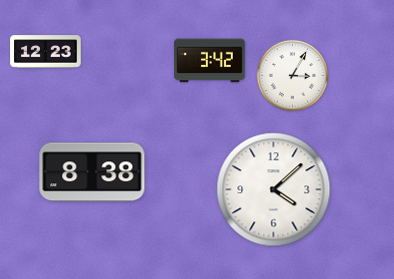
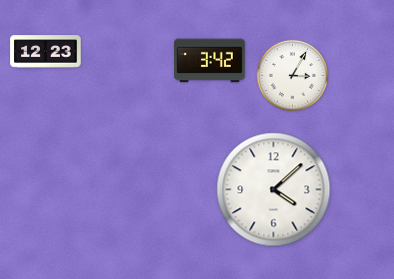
clock at (92, 172): 8:38 -> none
